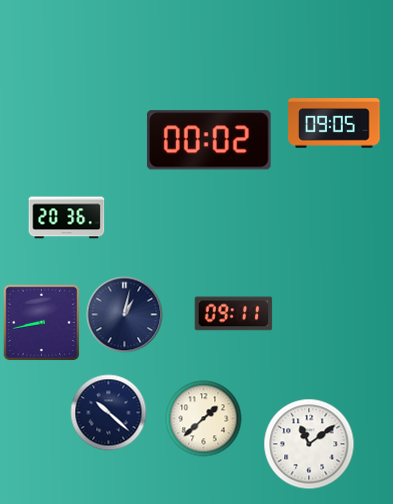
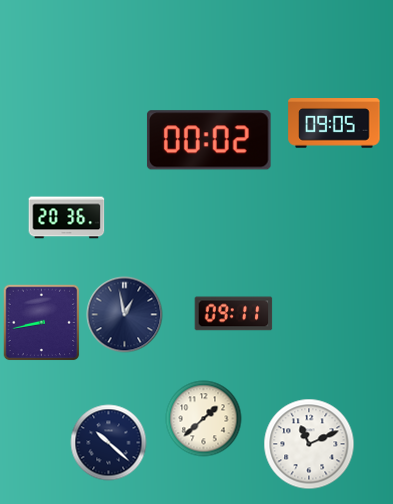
clock at (125, 315): 1:02 -> 12:58
clock at (109, 413) position: (109, 413) -> (109, 443)
clock at (309, 444): 11:09 -> 11:11
